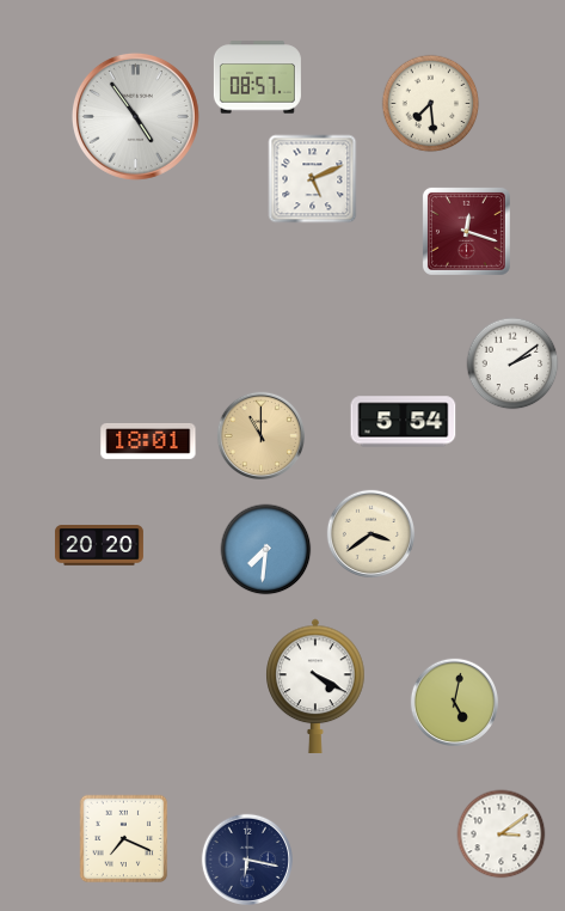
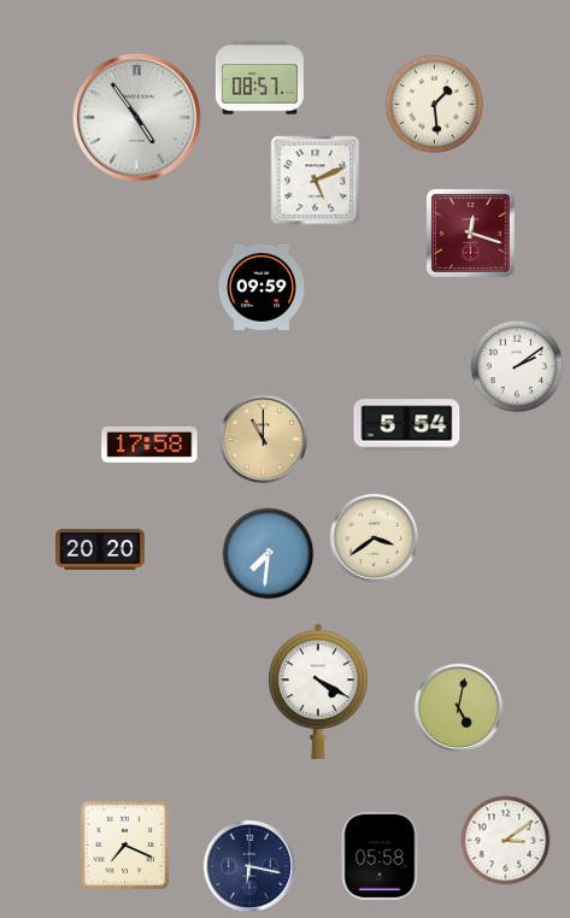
clock at (431, 104): 7:29 -> 1:29
clock at (263, 287): none -> 09:59
clock at (148, 441): 18:01 -> 17:58
clock at (380, 855): none -> 05:58
